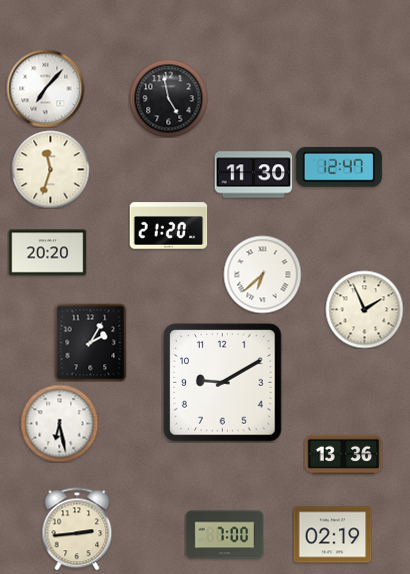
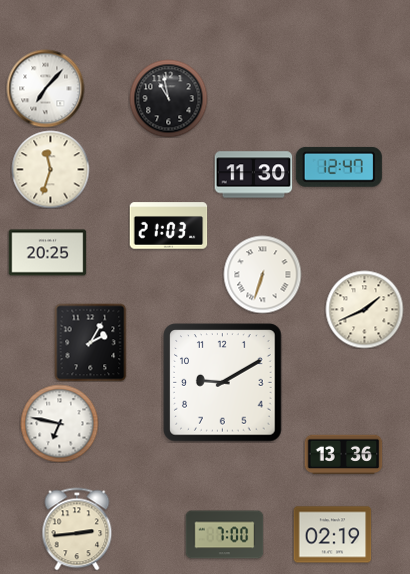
clock at (168, 98): 4:58 -> 10:58
clock at (168, 226): 21:20 -> 21:03
clock at (47, 253): 20:20 -> 20:25
clock at (262, 274): 6:38 -> 6:33
clock at (364, 309): 1:56 -> 1:41
clock at (59, 423): 6:28 -> 6:47
